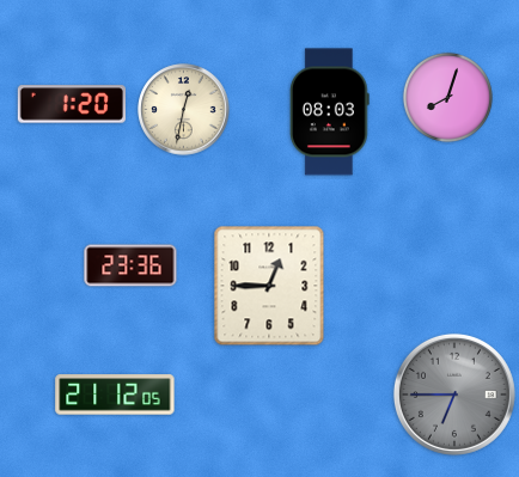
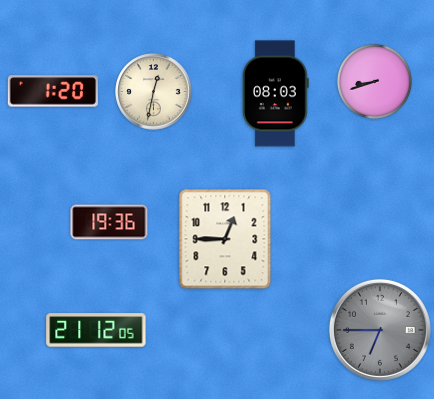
clock at (447, 97): 8:03 -> 8:42
clock at (72, 104) position: (72, 104) -> (53, 91)
clock at (130, 265): 23:36 -> 19:36
